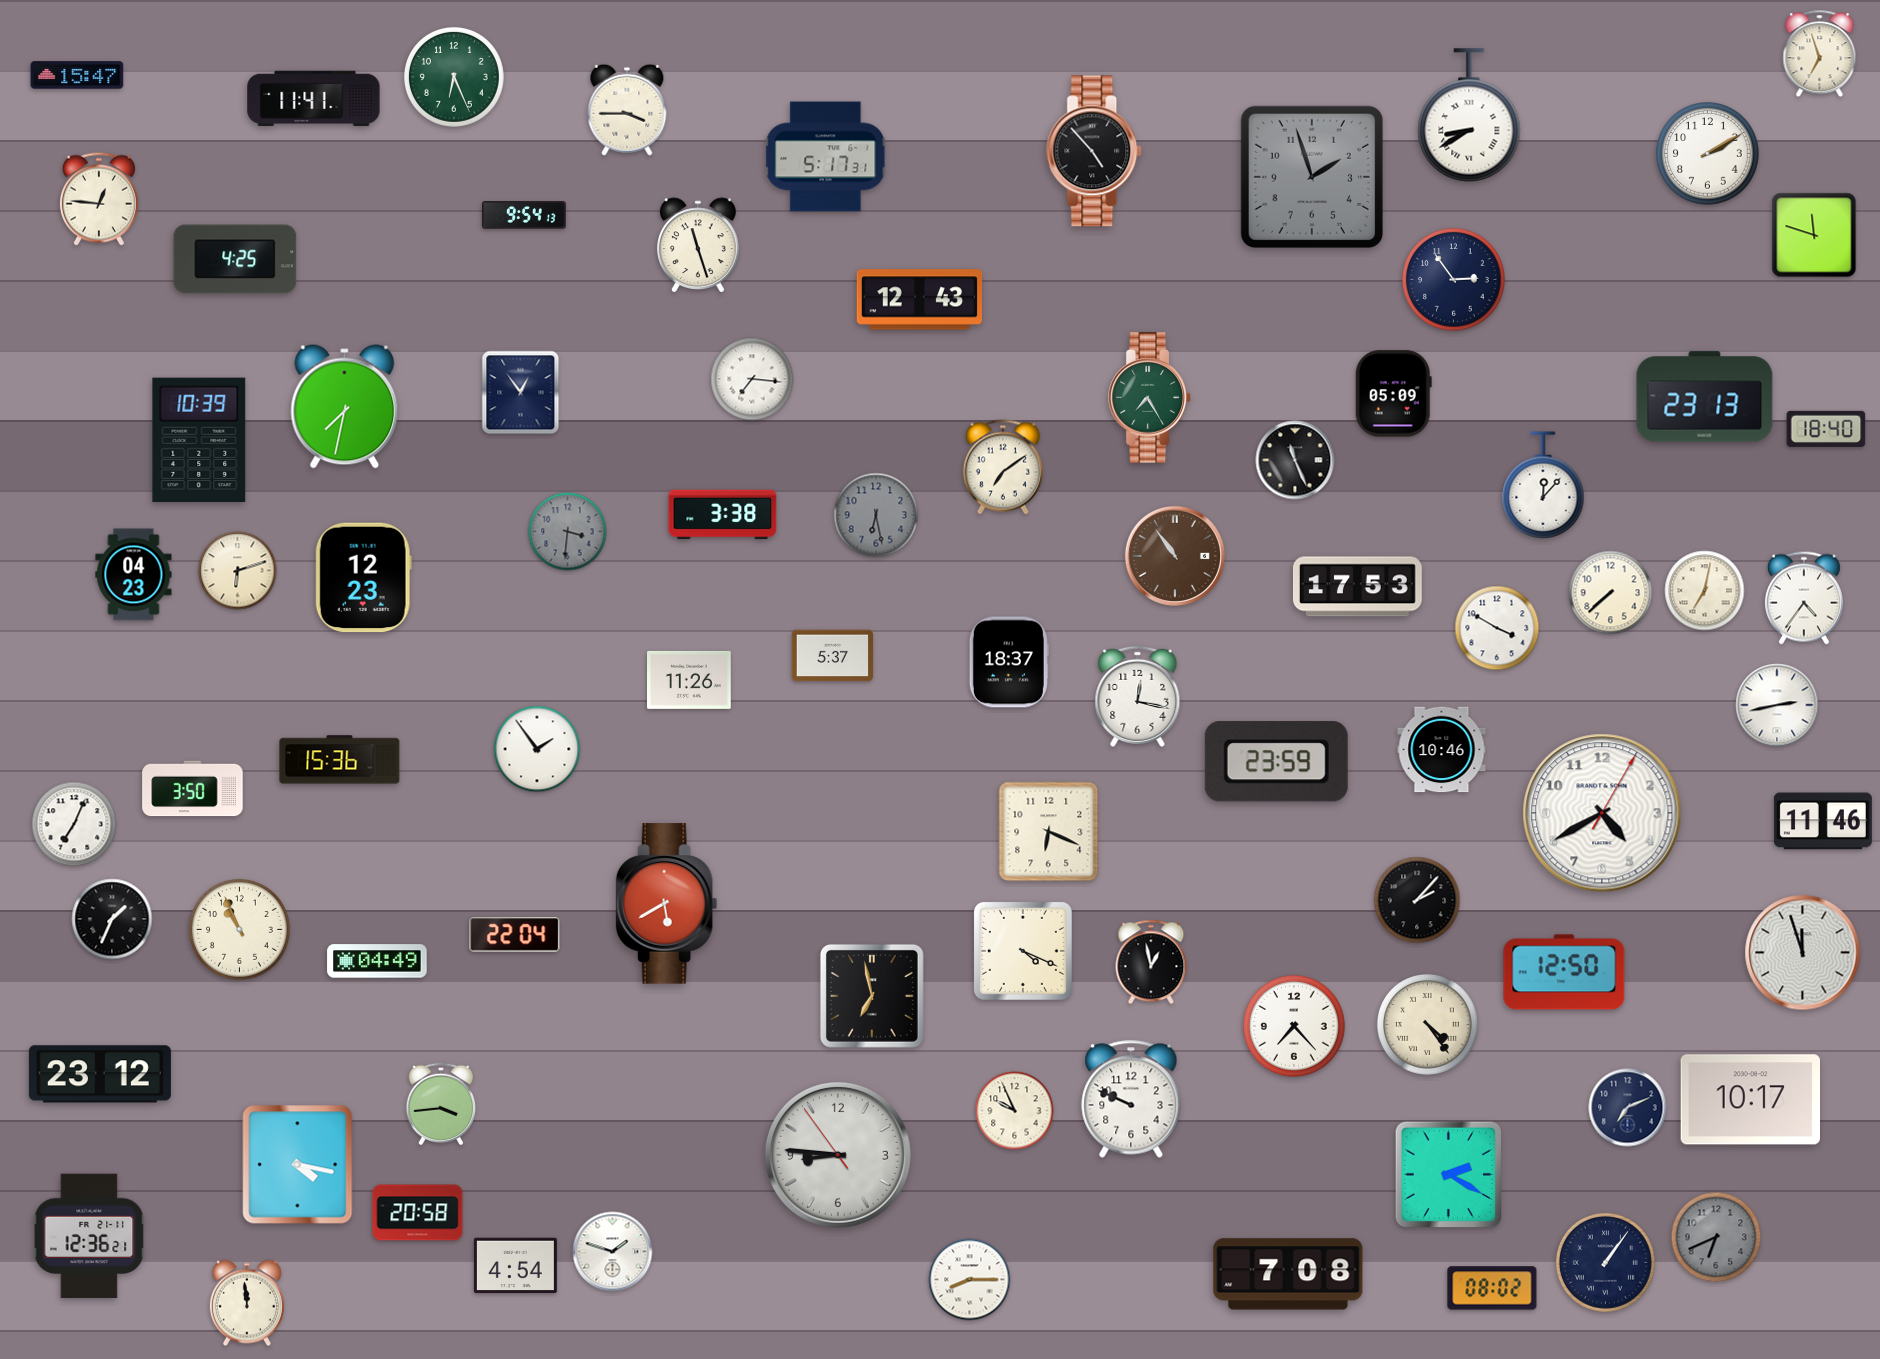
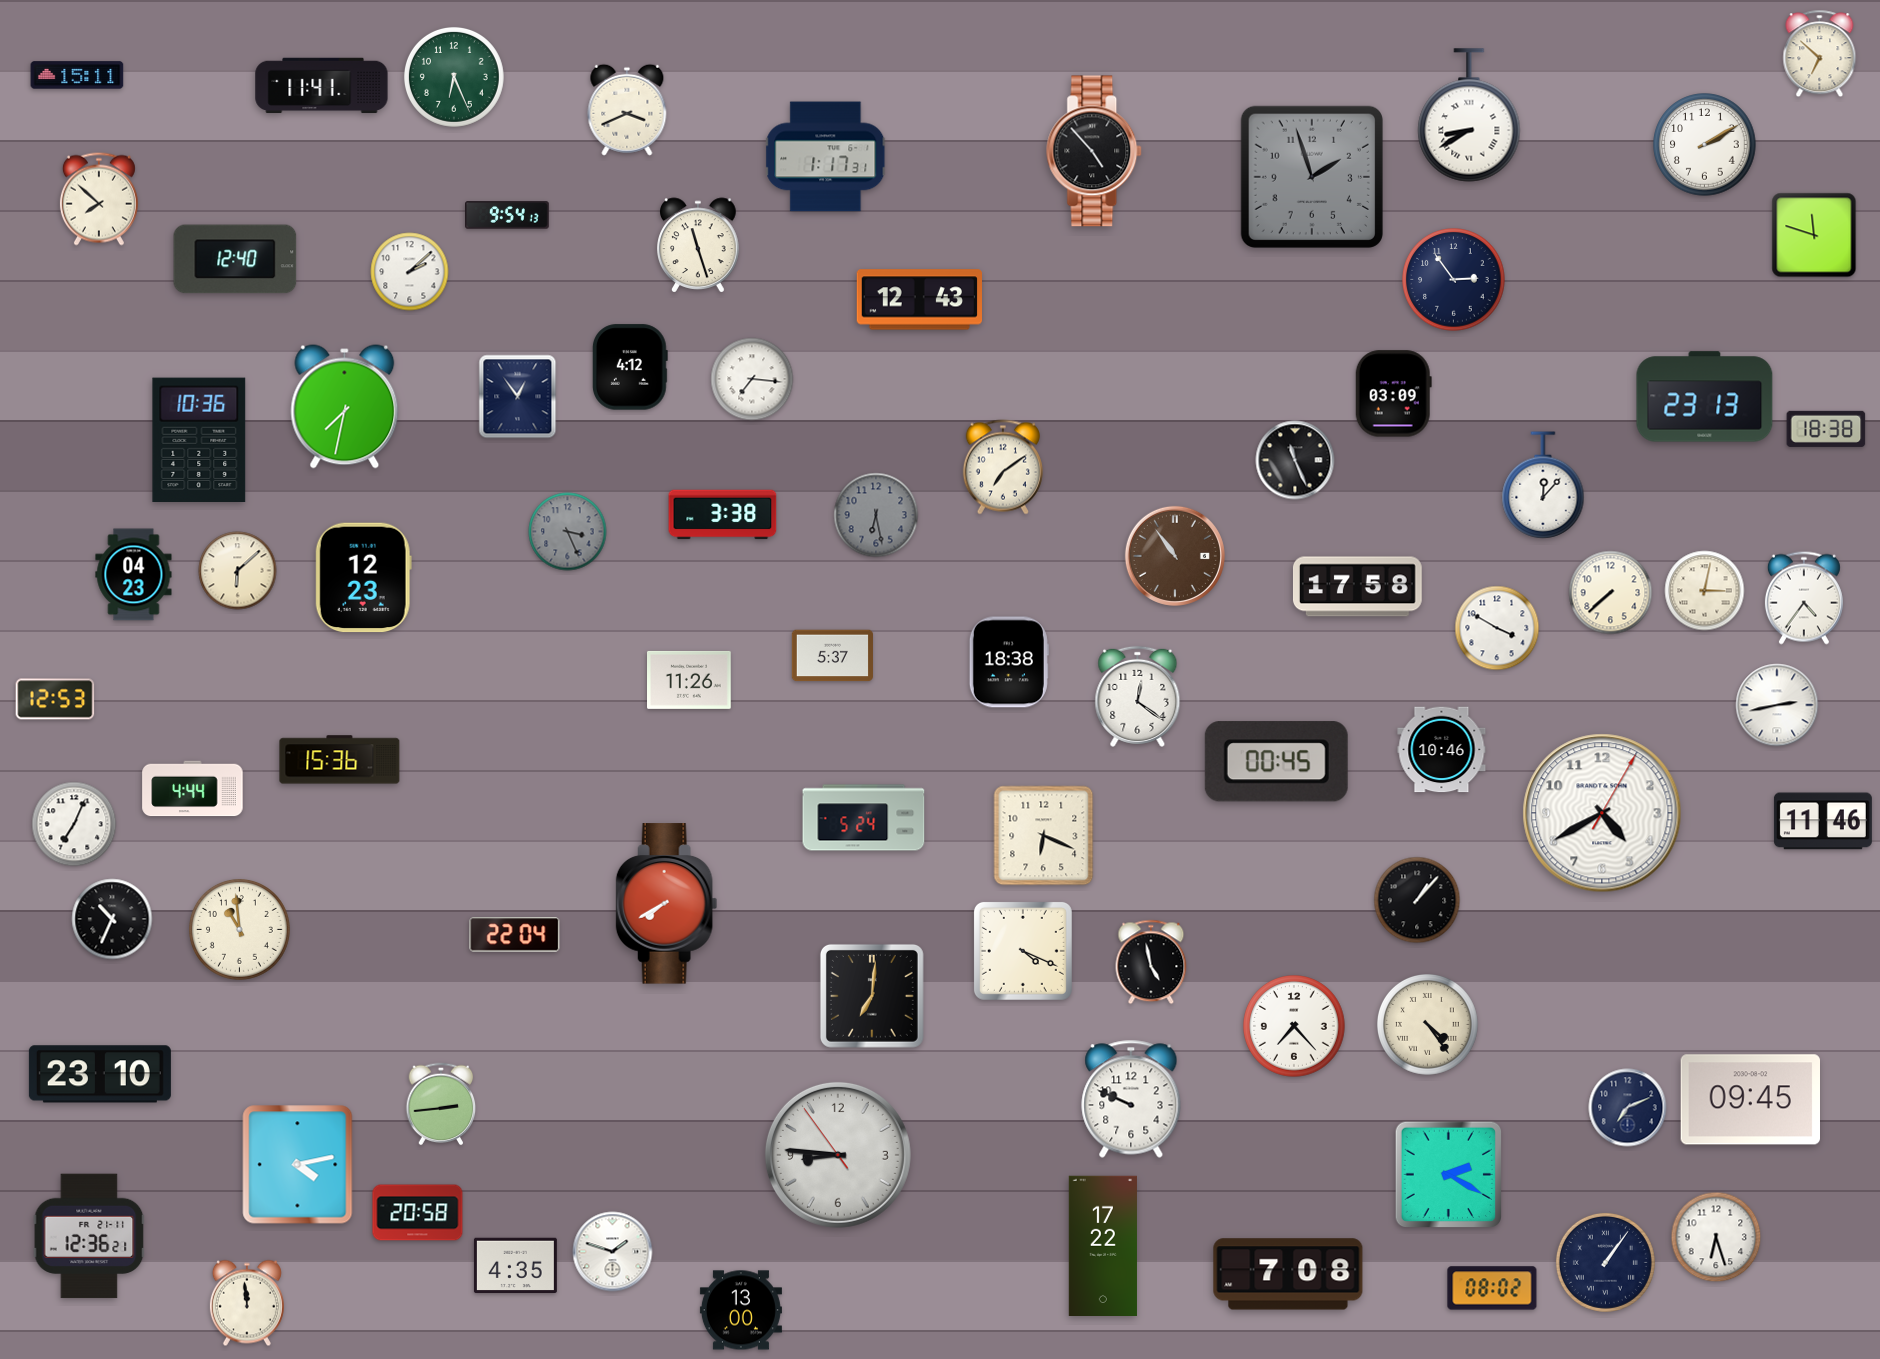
clock at (1820, 54): 6:57 -> 6:52
clock at (77, 75): 15:47 -> 15:11
clock at (314, 99) position: (314, 99) -> (322, 86)
clock at (627, 110): 3:45 -> 3:41
clock at (1708, 154) position: (1708, 154) -> (1705, 145)
clock at (826, 157): 5:17 -> 1:17
clock at (99, 199): 12:46 -> 7:52
clock at (525, 215) position: (525, 215) -> (508, 215)
clock at (235, 259): 4:25 -> 12:40
clock at (410, 272): none -> 2:08
clock at (630, 367): none -> 4:12
clock at (521, 393) position: (521, 393) -> (518, 397)
clock at (1393, 394): 05:09 -> 03:09
clock at (1150, 398): 7:25 -> none
clock at (1826, 429): 18:40 -> 18:38
clock at (199, 439): 10:39 -> 10:36
clock at (568, 532): 3:31 -> 3:26
clock at (238, 571): 6:12 -> 6:08
clock at (1358, 587): 17:53 -> 17:58
clock at (1705, 591): 7:02 -> 3:02
clock at (1009, 662): 18:37 -> 18:38
clock at (1138, 696): 12:17 -> 12:21
clock at (55, 699): none -> 12:53
clock at (537, 749): 1:54 -> none
clock at (1276, 762): 23:59 -> 00:45
clock at (193, 789): 3:50 -> 4:44
clock at (864, 818): none -> 5:24
clock at (1049, 832) position: (1049, 832) -> (1044, 836)
clock at (1417, 900): 2:07 -> 1:07
clock at (667, 904): 5:40 -> 7:40
clock at (112, 919): 1:34 -> 10:34
clock at (240, 930): 10:56 -> 10:59
clock at (1803, 953): 11:57 -> none
clock at (377, 961): 04:49 -> none
clock at (1151, 962): 12:58 -> 4:58
clock at (1564, 972): 12:50 -> none
clock at (872, 996): 6:58 -> 7:01
clock at (100, 1074): 23:12 -> 23:10
clock at (1750, 1100): 10:17 -> 09:45
clock at (441, 1104): 3:44 -> 2:44
clock at (1015, 1111): 9:56 -> none
clock at (298, 1165): 4:17 -> 4:13
clock at (1716, 1237): 6:41 -> 6:27
clock at (1716, 1237) dial: grey -> white
clock at (1103, 1245): none -> 17:22
clock at (515, 1266): 4:54 -> 4:35
clock at (970, 1280): 8:15 -> none
clock at (741, 1310): none -> 13:00
